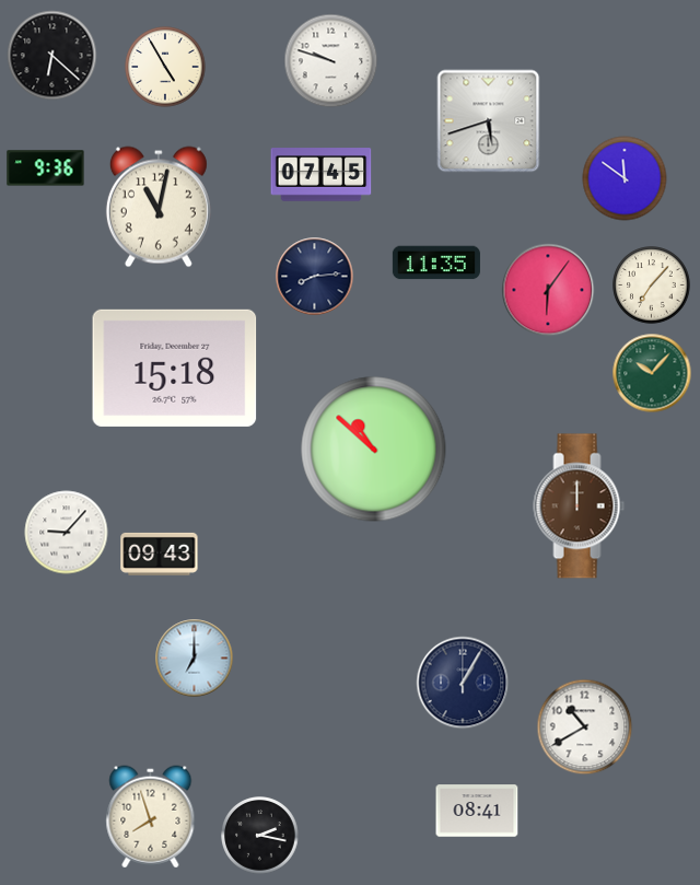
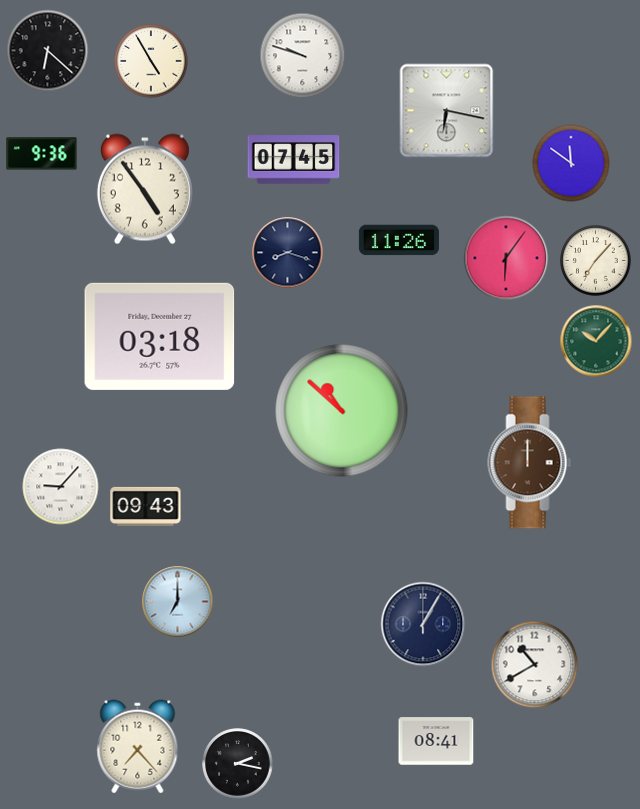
clock at (489, 121): 5:42 -> 6:17
clock at (159, 207): 11:02 -> 4:54
clock at (436, 263): 11:35 -> 11:26
clock at (315, 277): 8:14 -> 8:18
clock at (548, 290) position: (548, 290) -> (506, 258)
clock at (175, 368): 15:18 -> 03:18
clock at (151, 817): 7:57 -> 7:23
